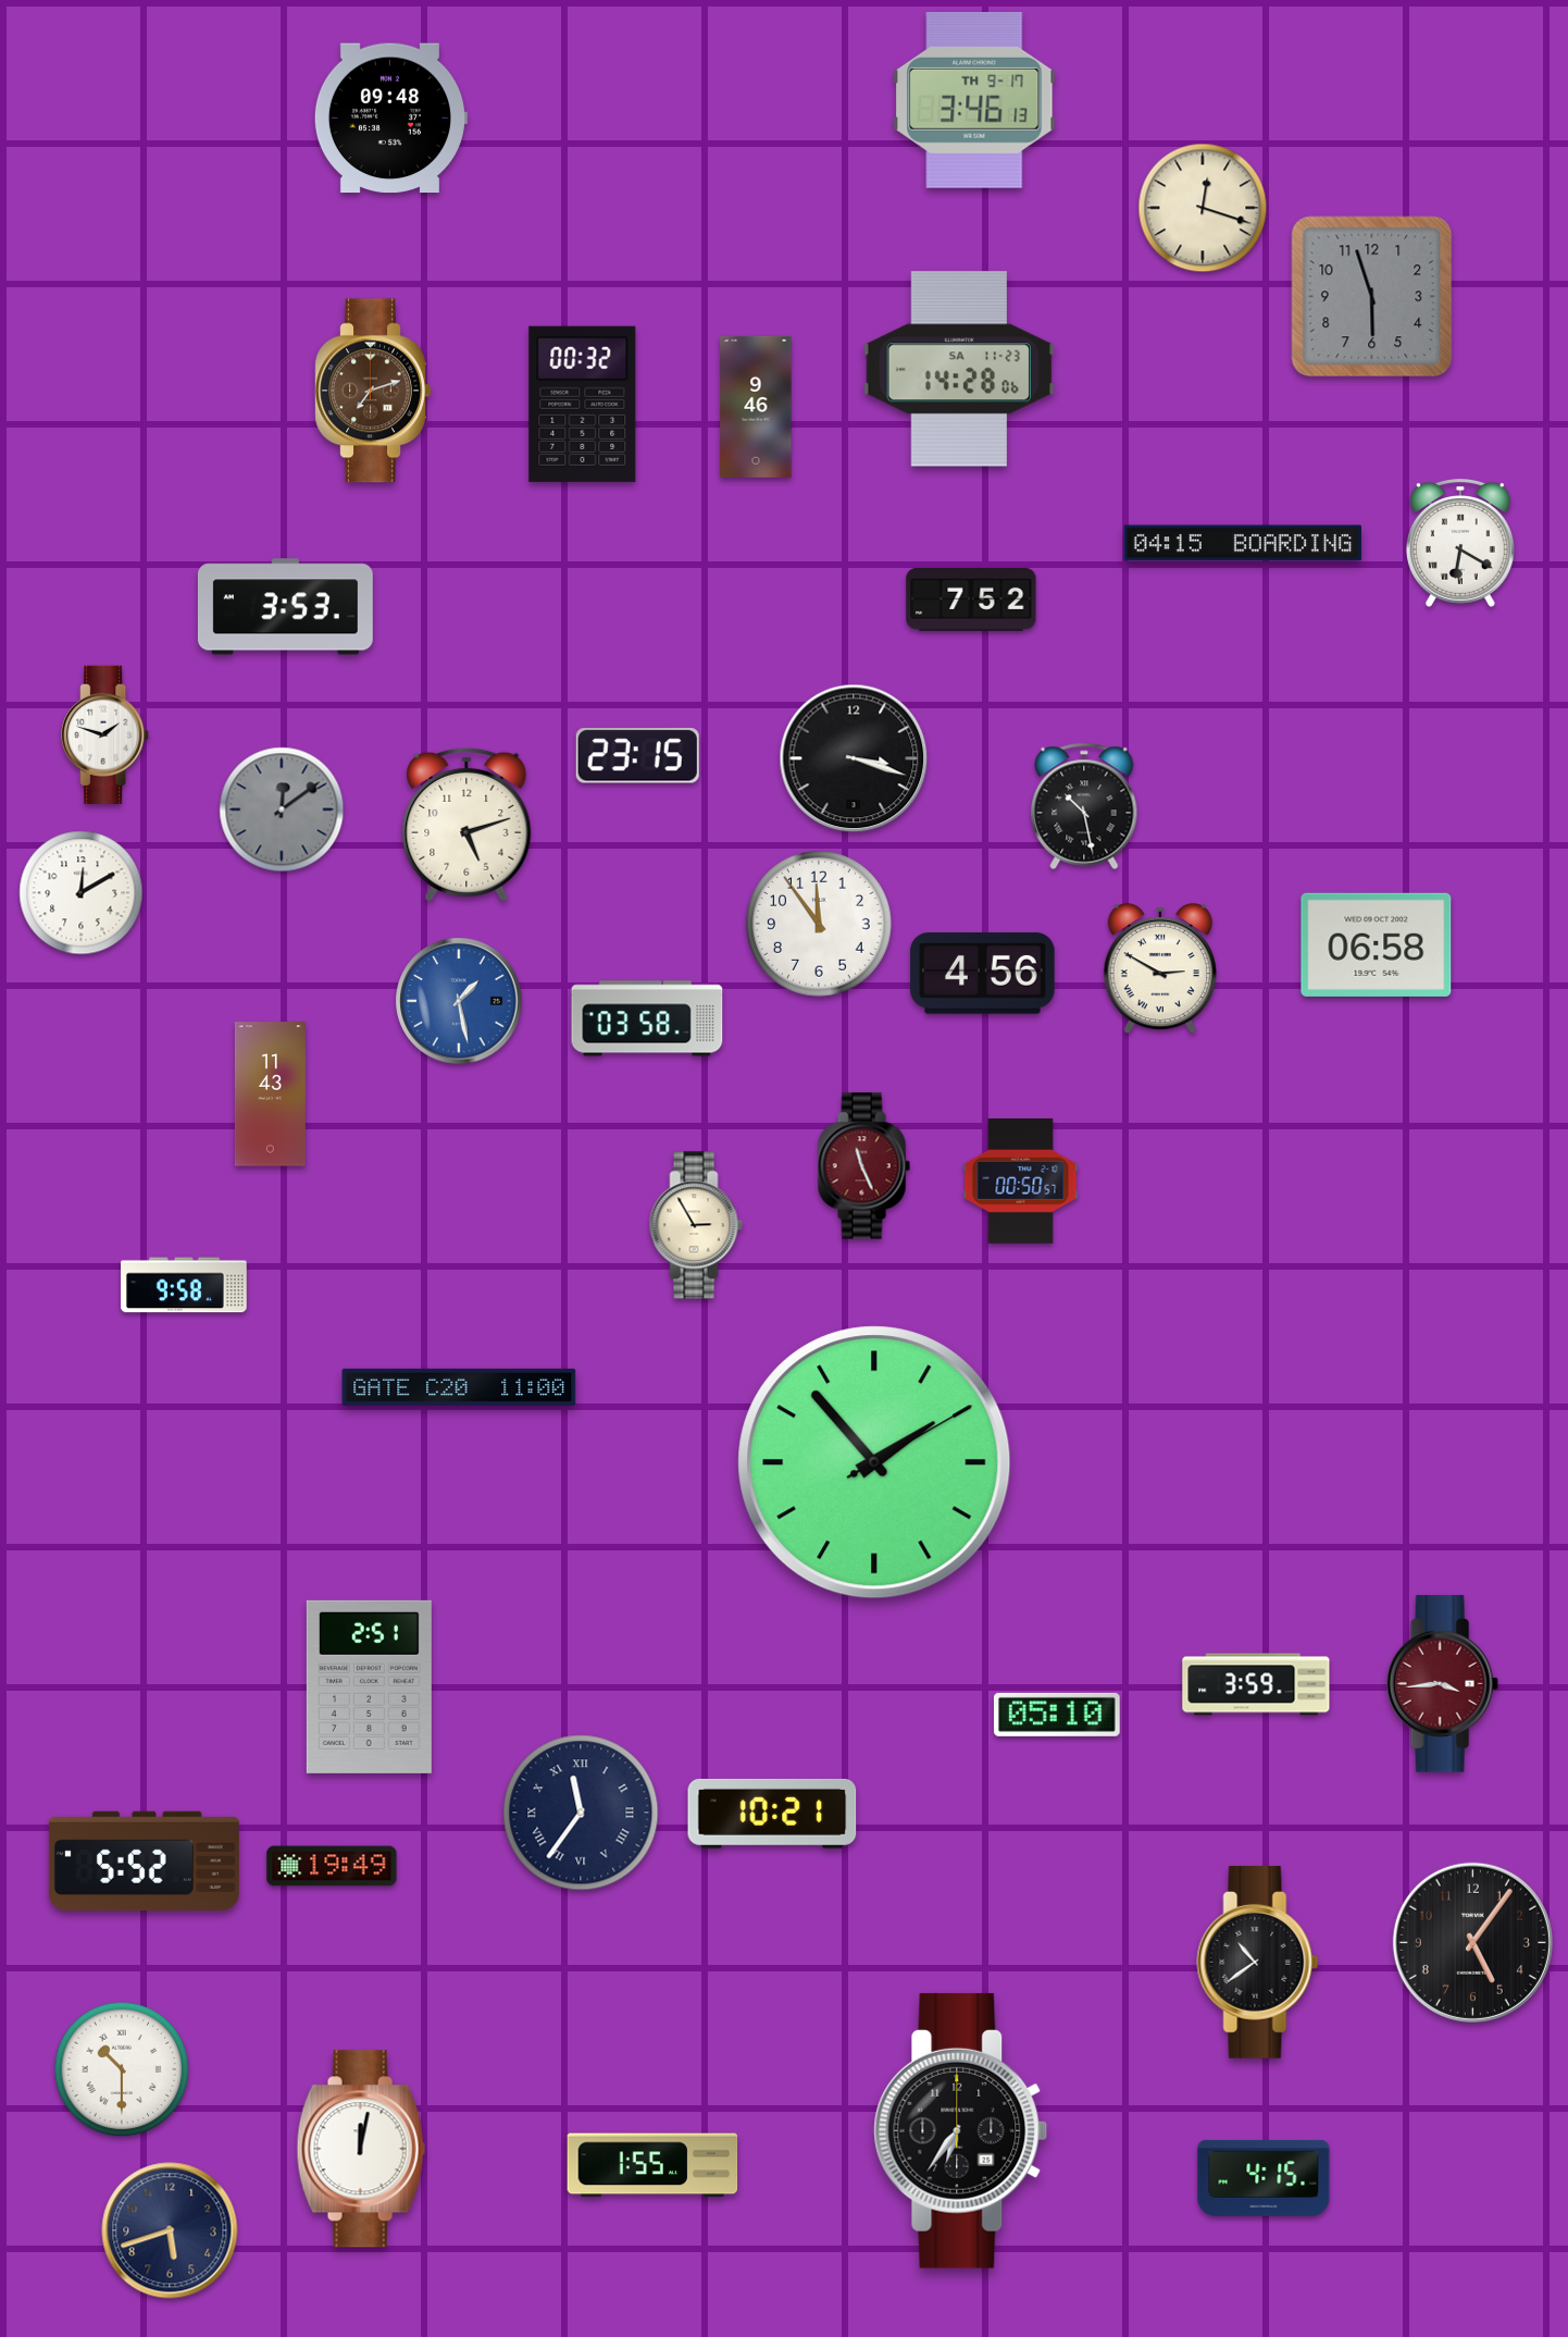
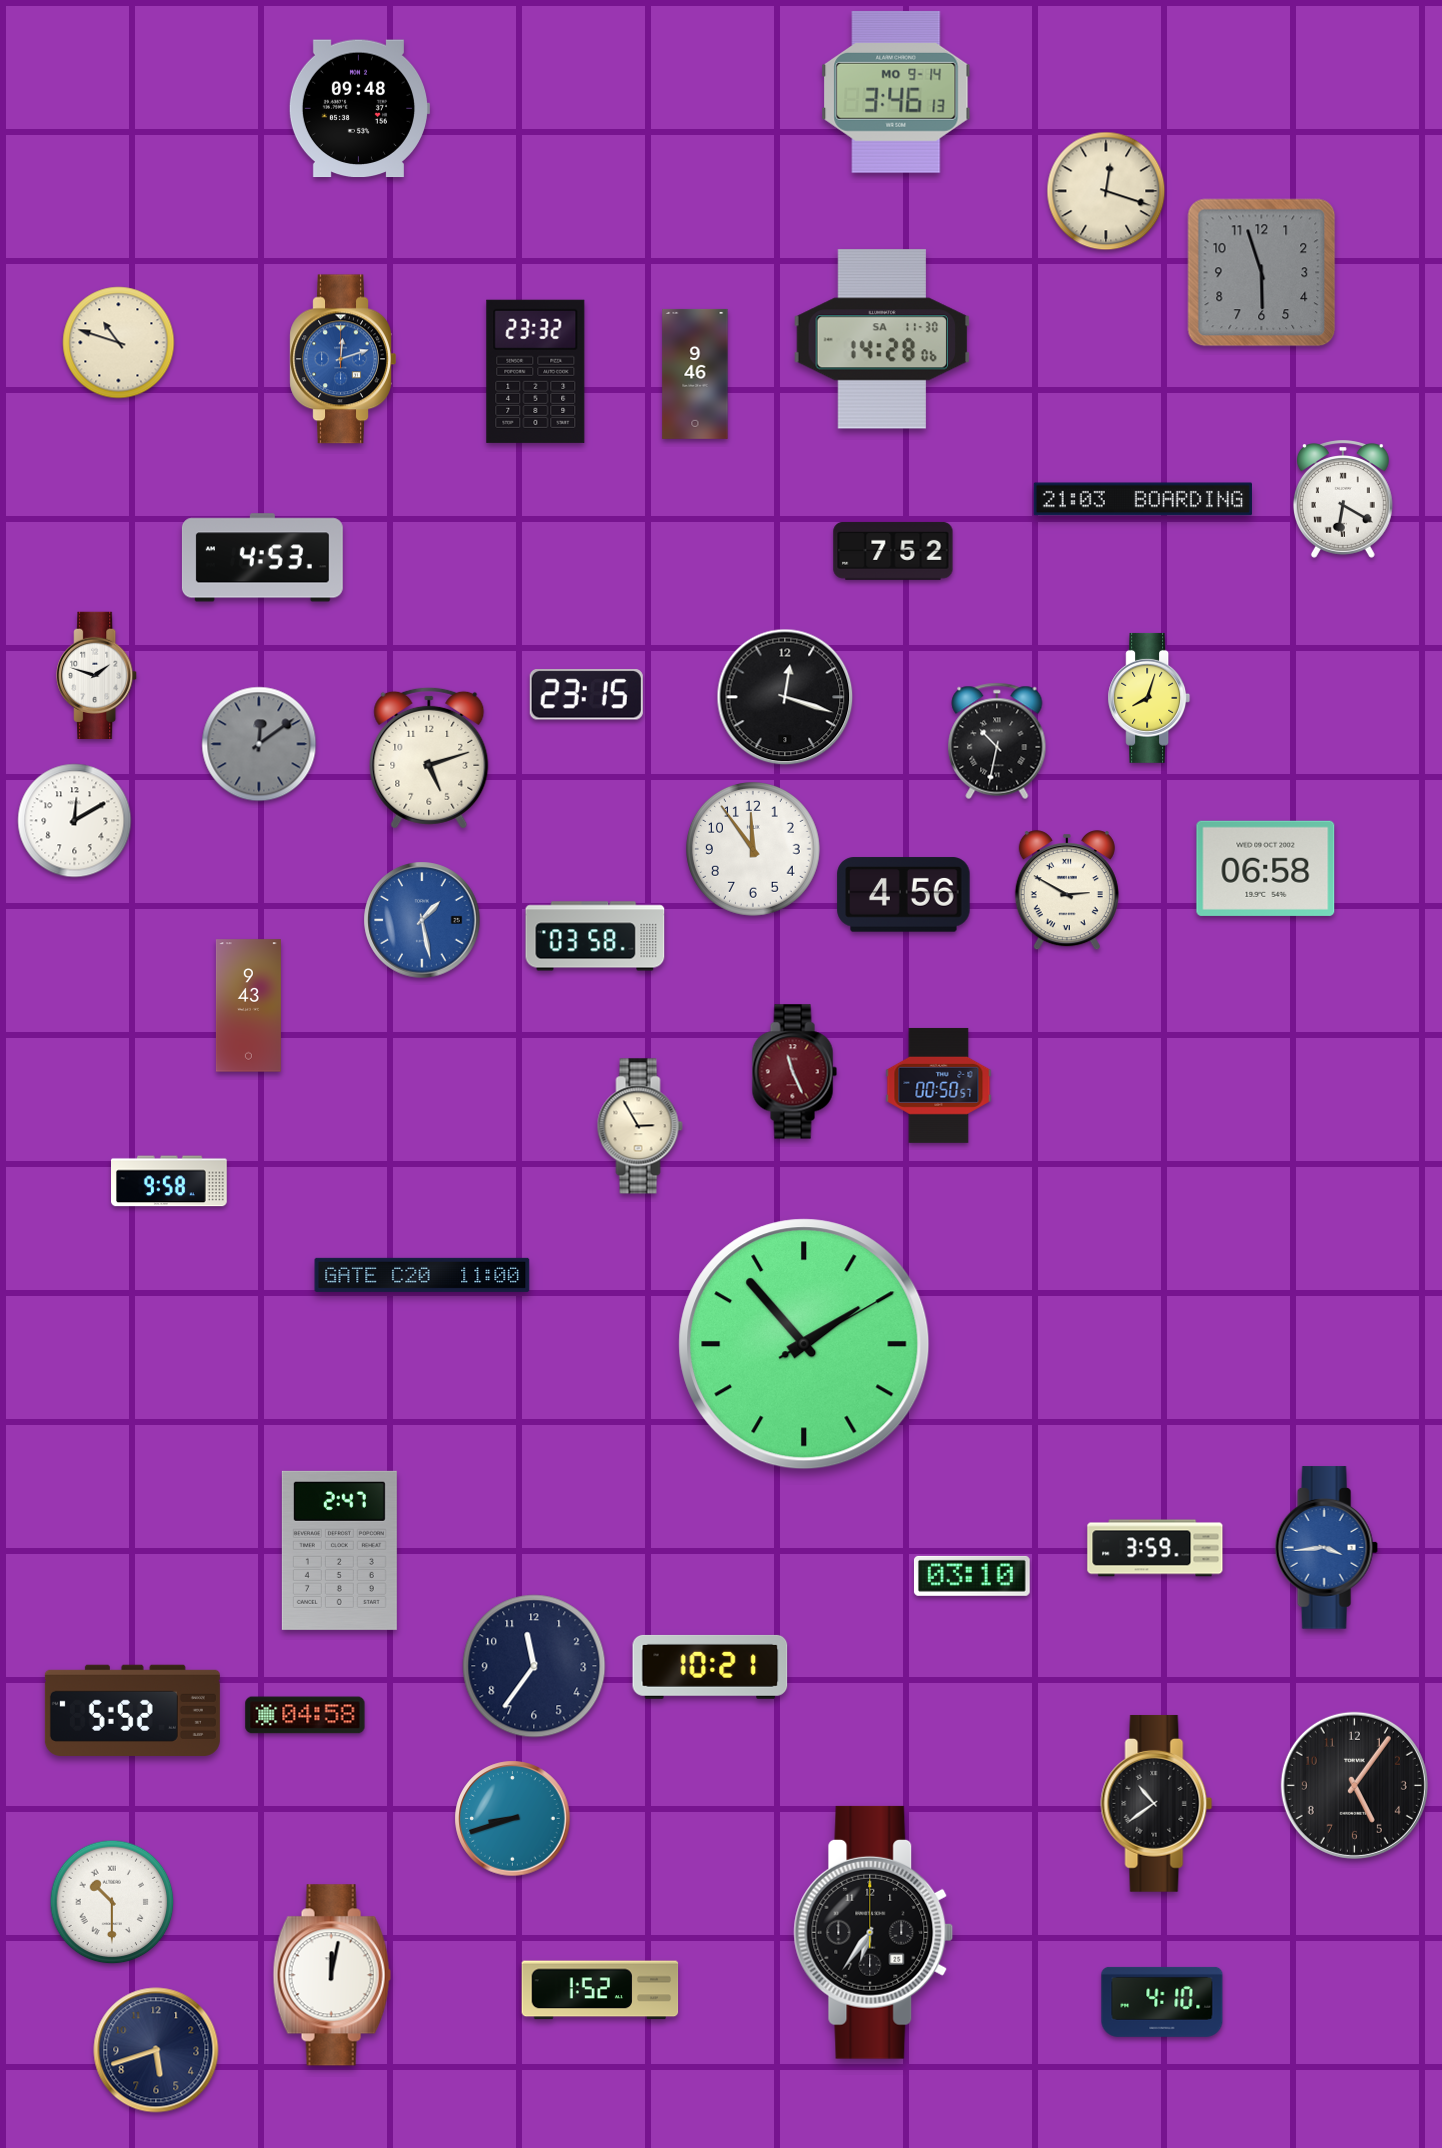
clock at (974, 100) date: TH 9-17 -> MO 9-14
clock at (958, 369) date: SA 11-23 -> SA 11-30
clock at (119, 343): none -> 10:48
clock at (373, 391): 7:12 -> 12:12
clock at (373, 391) dial: brown -> blue
clock at (583, 404): 00:32 -> 23:32
clock at (1243, 543): 04:15 -> 21:03
clock at (285, 607): 3:53 -> 4:53
clock at (854, 758): 3:18 -> 12:18
clock at (1149, 698): none -> 8:03
clock at (1084, 806): 10:28 -> 10:32
clock at (270, 1095): 11:43 -> 9:43
clock at (1442, 1684) dial: burgundy -> blue
clock at (369, 1686): 2:51 -> 2:47
clock at (1057, 1715): 05:10 -> 03:10
clock at (581, 1813) numerals: Roman -> Arabic
clock at (332, 1866): 19:49 -> 04:58
clock at (513, 1819): none -> 8:42
clock at (961, 2130) position: (961, 2130) -> (874, 1932)
clock at (652, 2165): 1:55 -> 1:52
clock at (1264, 2178): 4:15 -> 4:10
